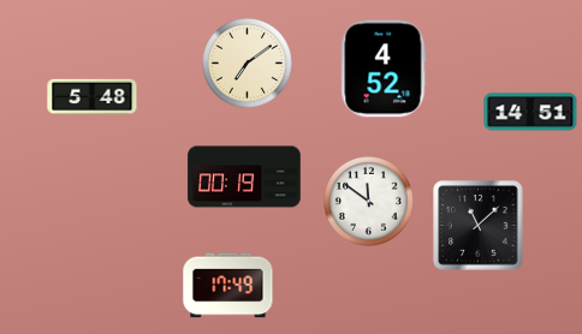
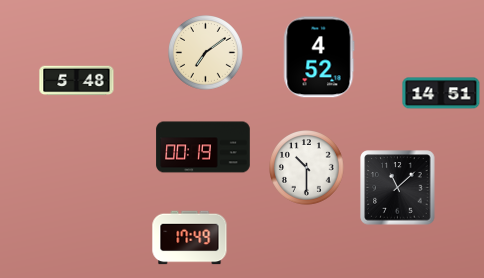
clock at (369, 202): 11:51 -> 10:30
